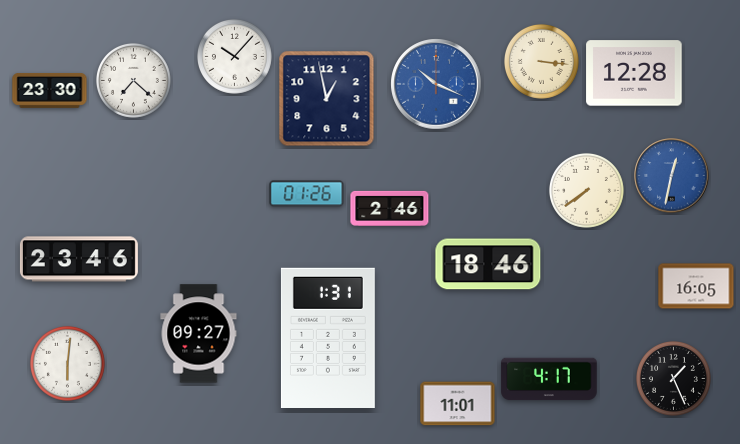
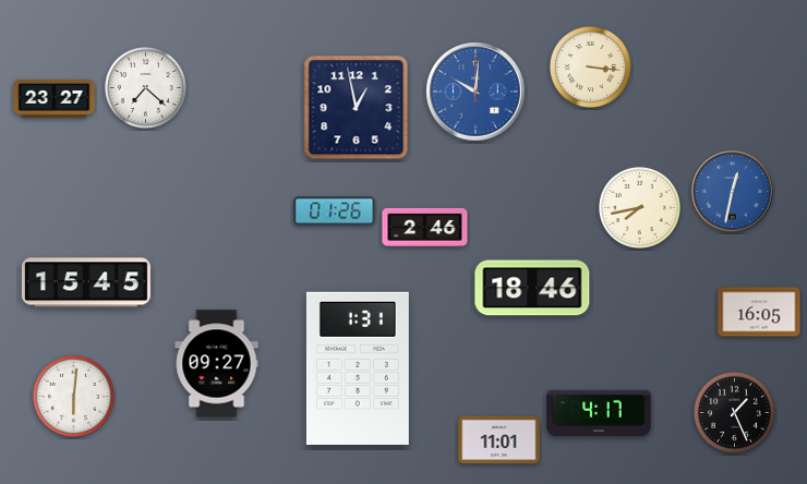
clock at (234, 56): 10:07 -> none
clock at (634, 73): 12:28 -> none
clock at (436, 84): 10:19 -> 10:01
clock at (50, 91): 23:30 -> 23:27
clock at (586, 190): 7:39 -> 7:43
clock at (79, 259): 23:46 -> 15:45
